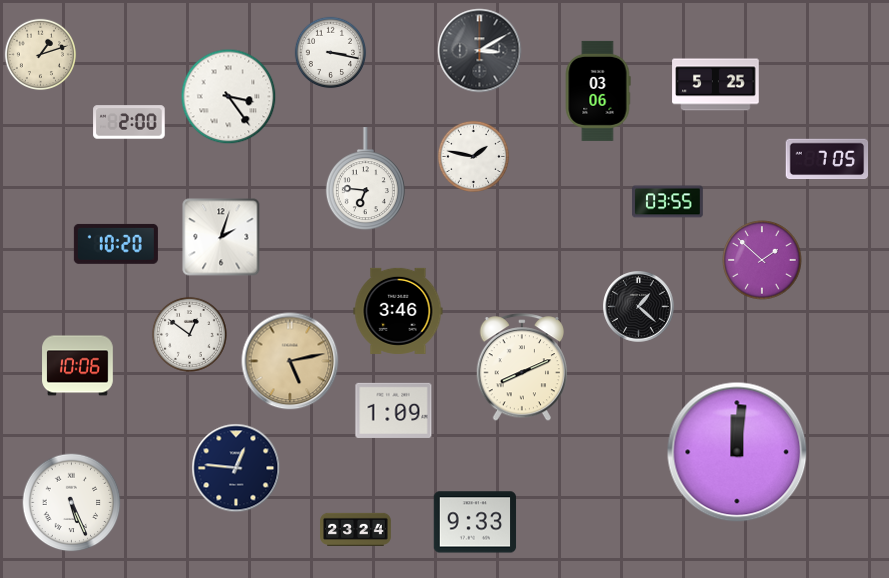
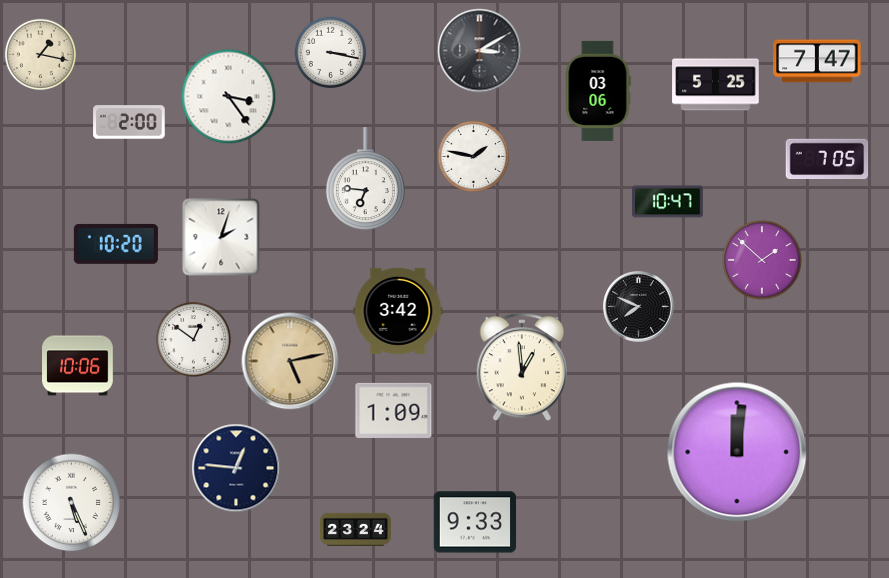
clock at (41, 55): 1:12 -> 1:17
clock at (817, 61): none -> 7:47
clock at (668, 202): 03:55 -> 10:47
clock at (639, 307): 1:22 -> 7:49
clock at (398, 311): 3:46 -> 3:42
clock at (189, 334) position: (189, 334) -> (193, 339)
clock at (522, 368): 8:11 -> 12:59
